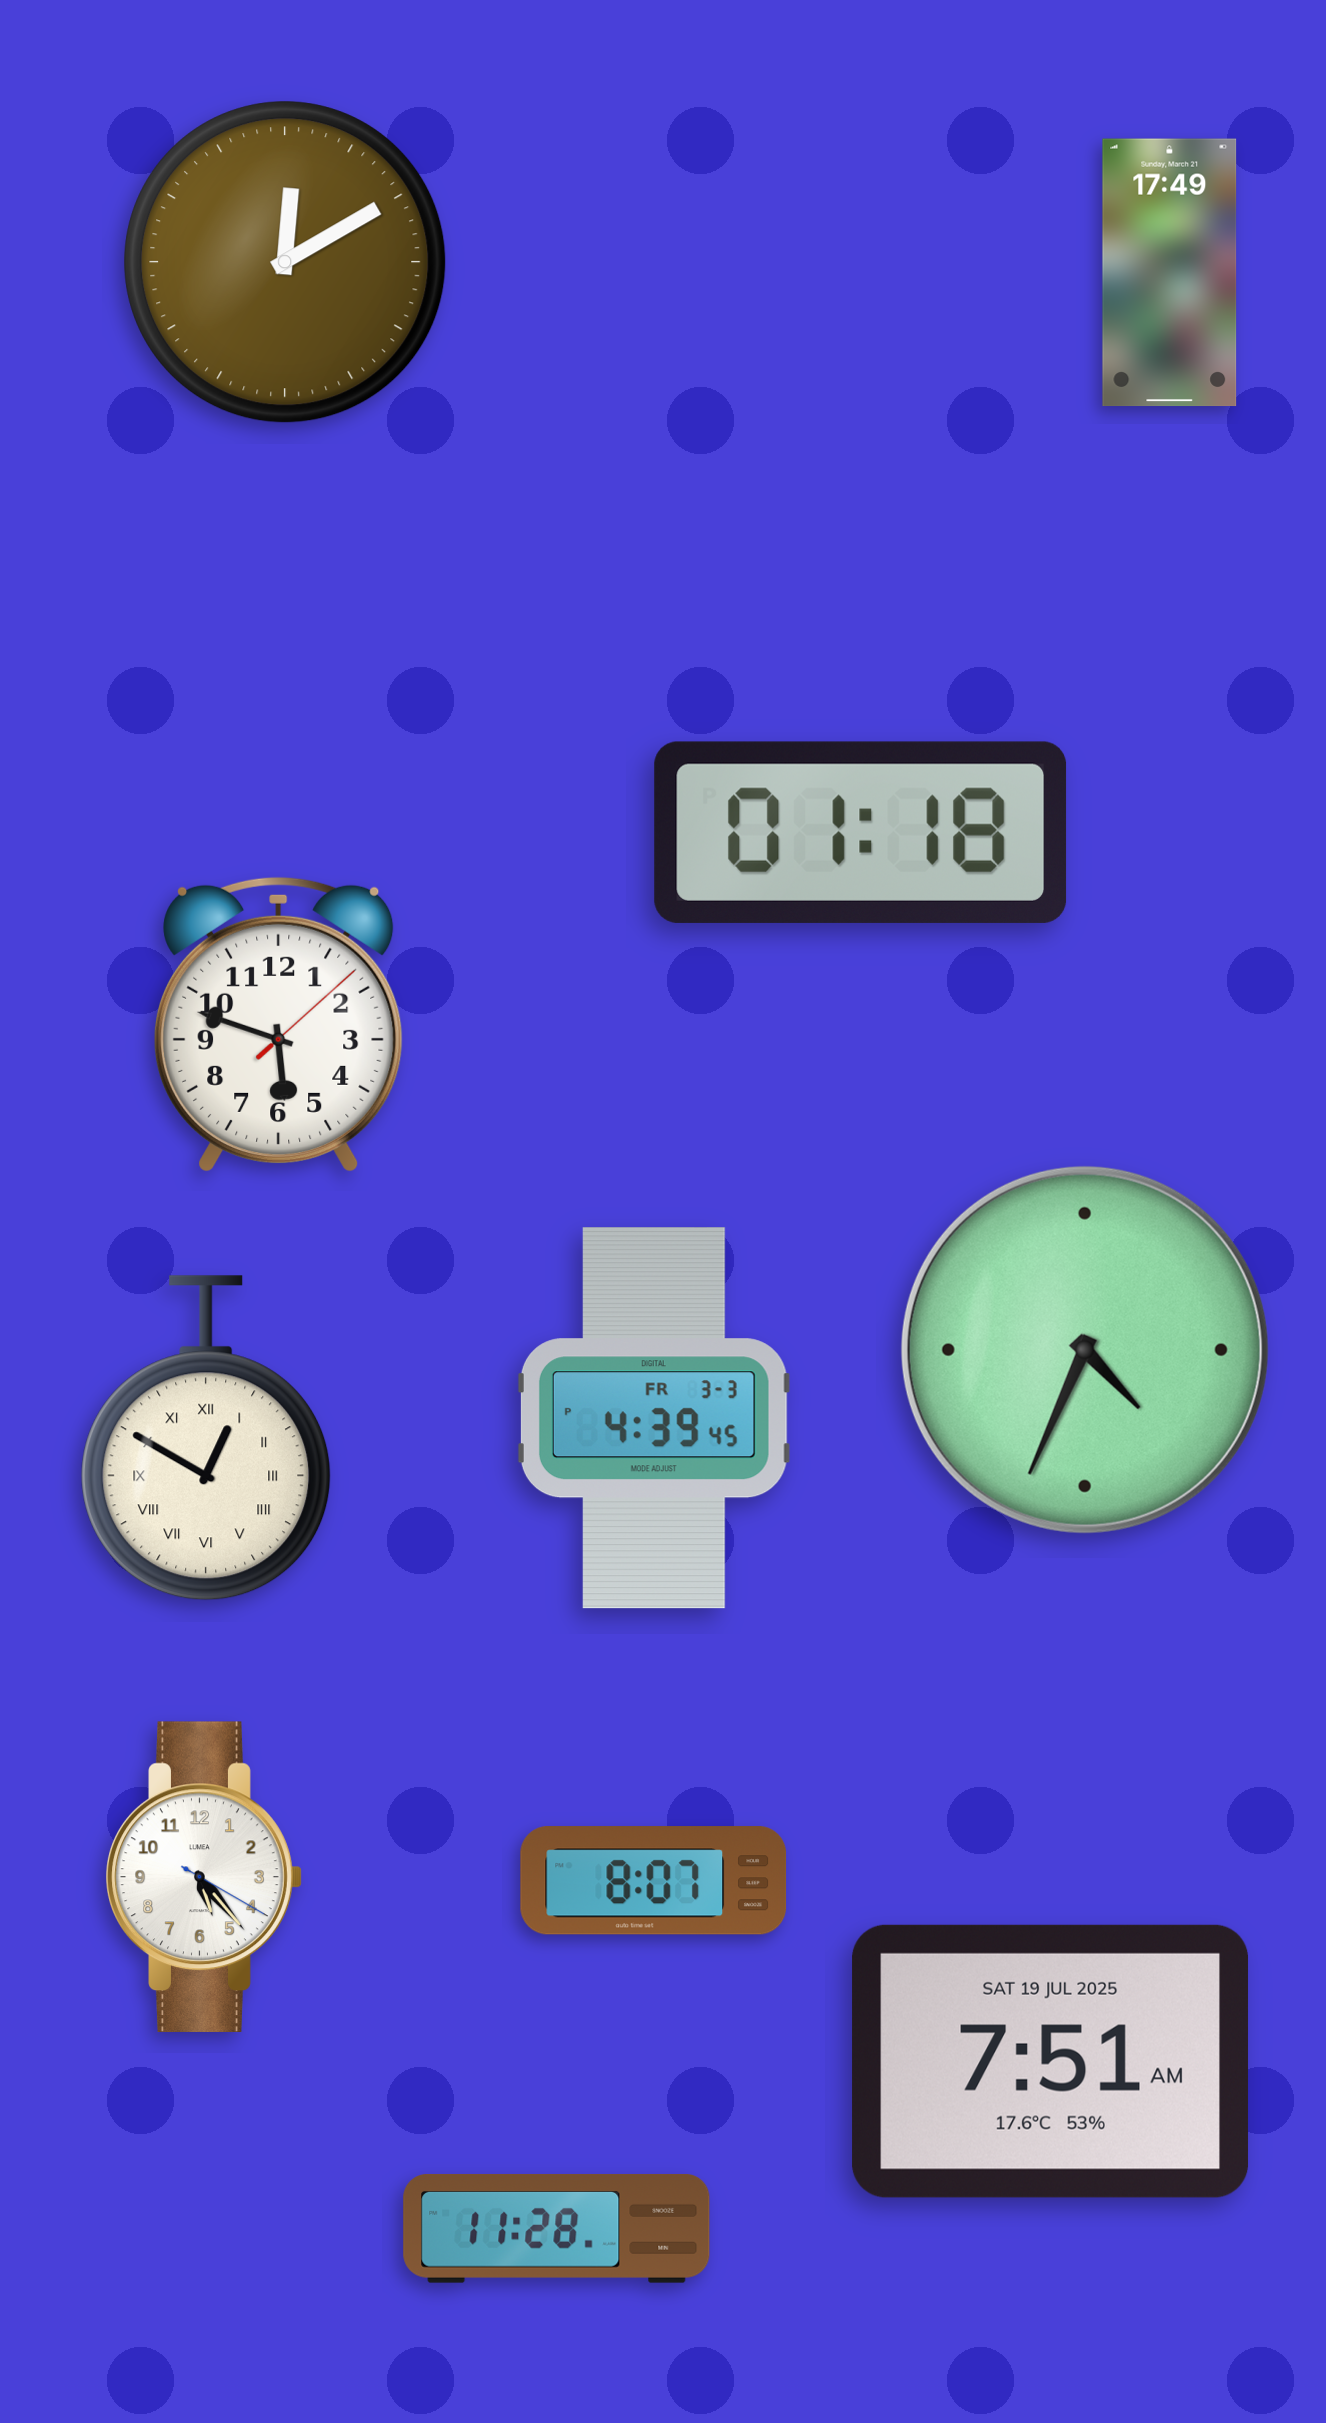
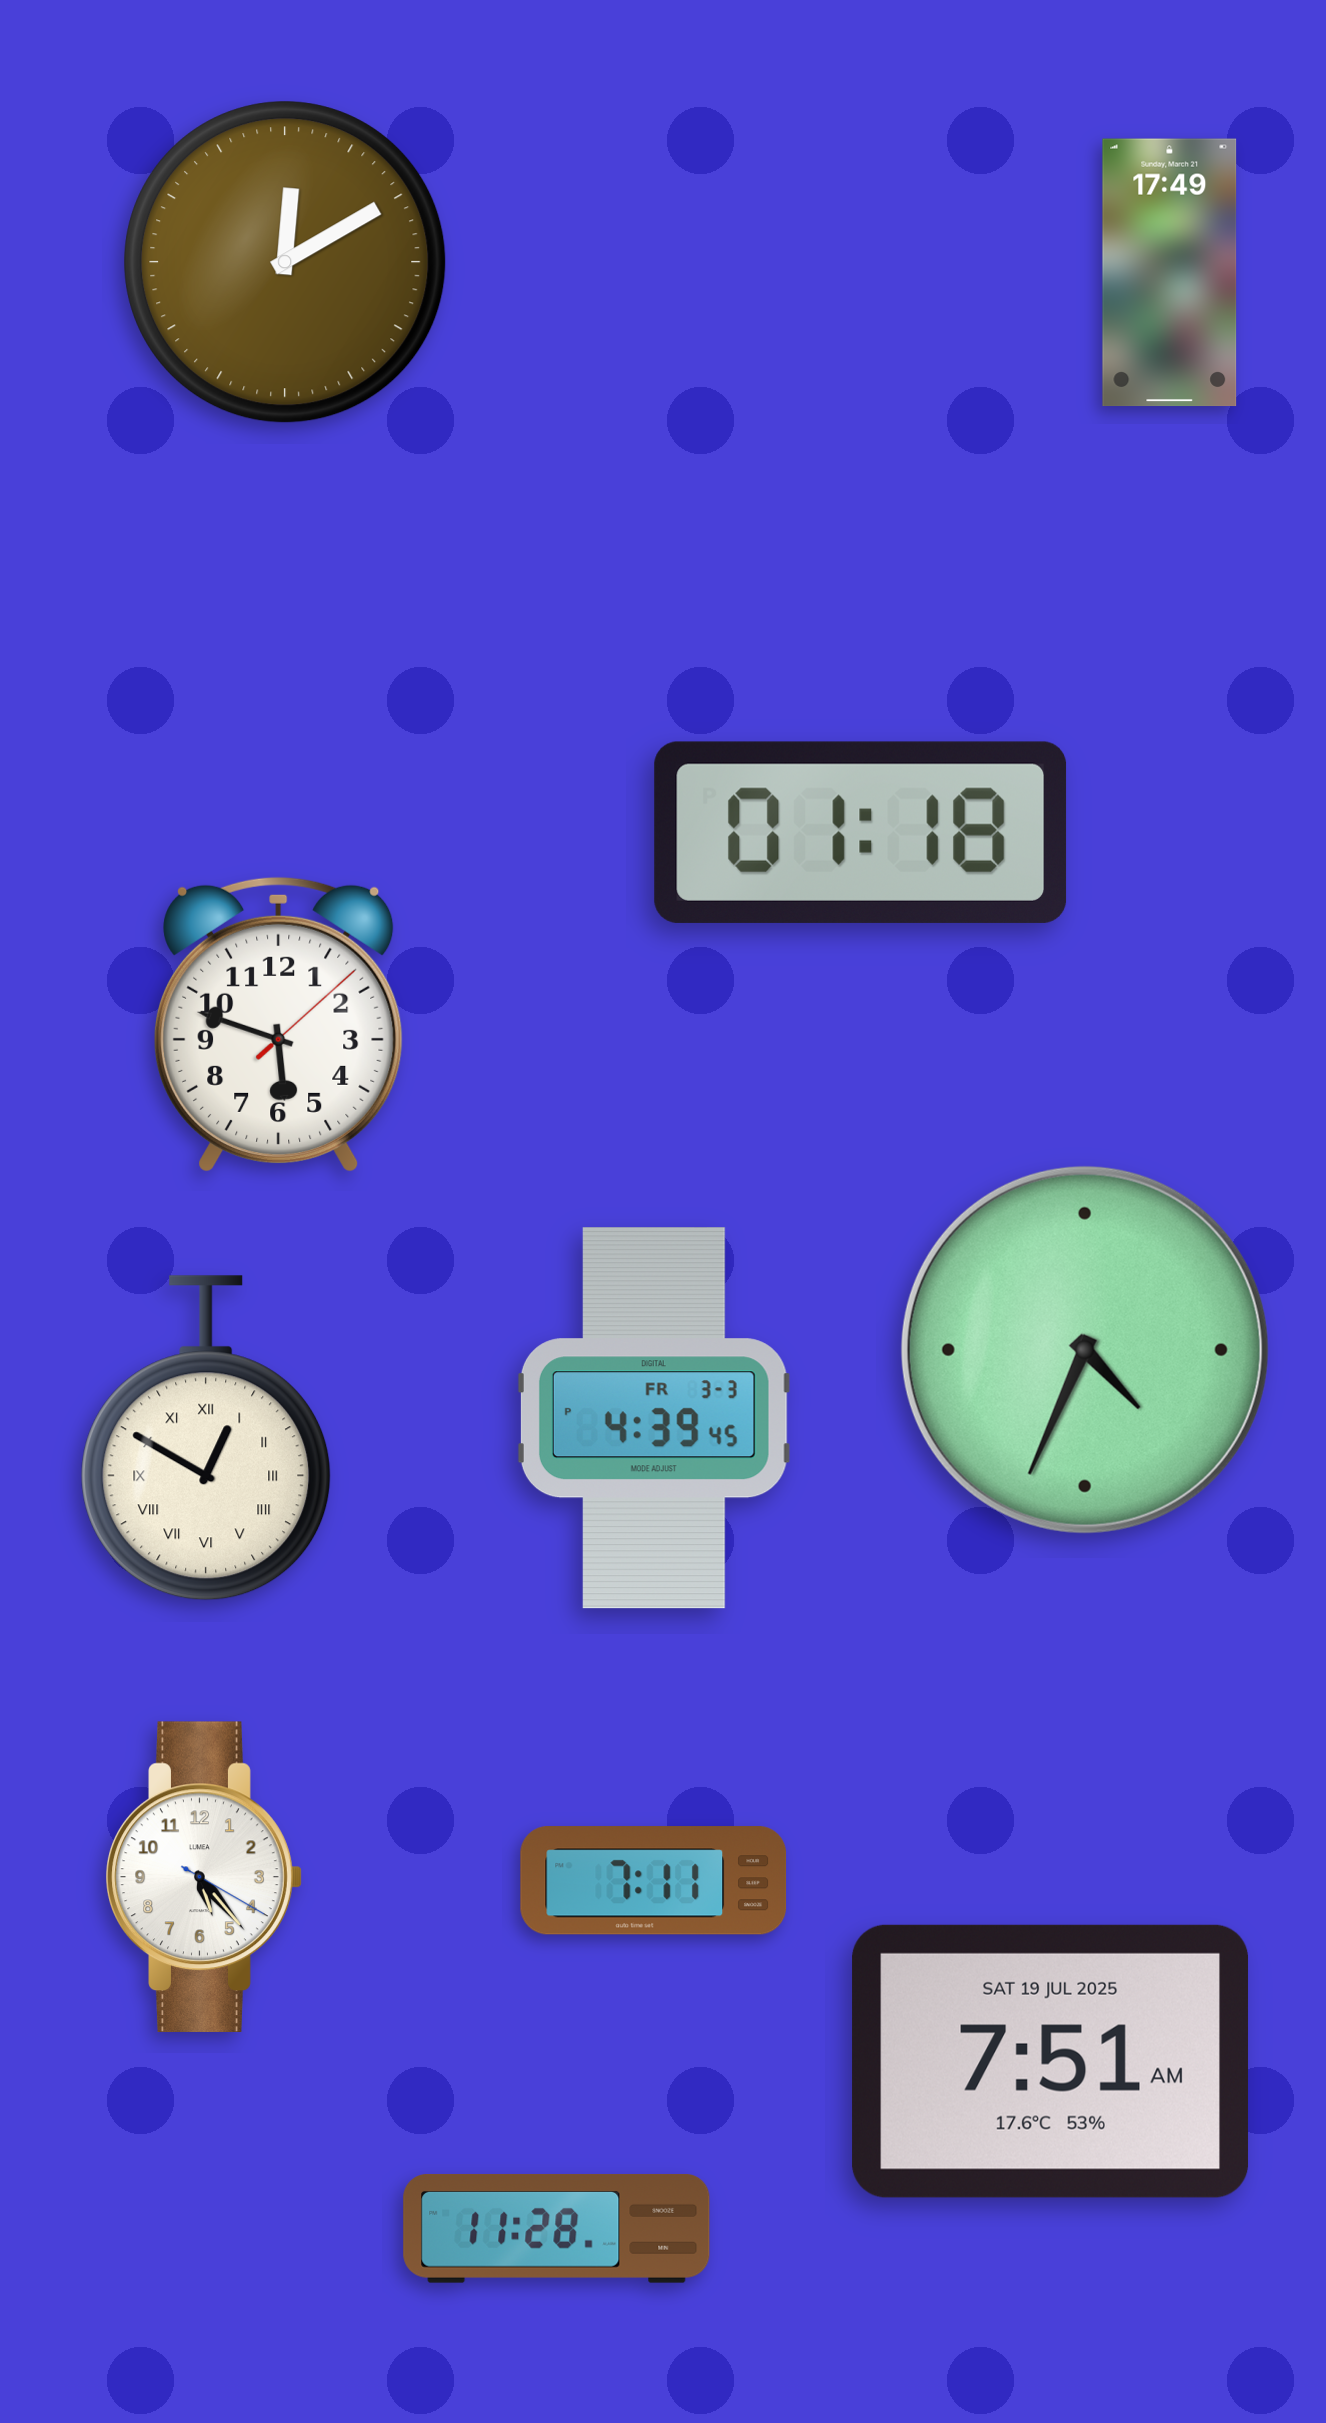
clock at (654, 1881): 8:07 -> 7:11
